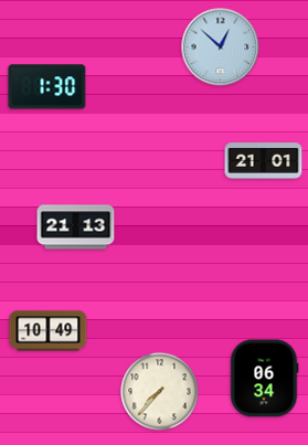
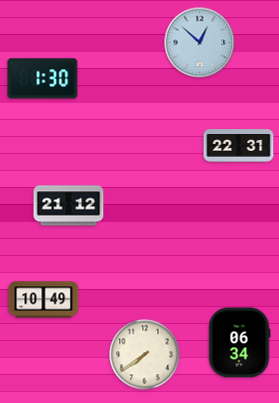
clock at (264, 161): 21:01 -> 22:31
clock at (76, 227): 21:13 -> 21:12
clock at (160, 392): 7:37 -> 7:39
